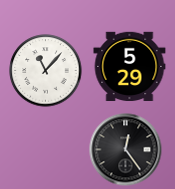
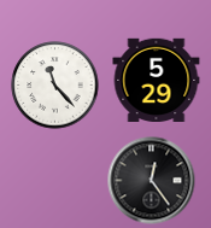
clock at (46, 71): 11:07 -> 11:23
